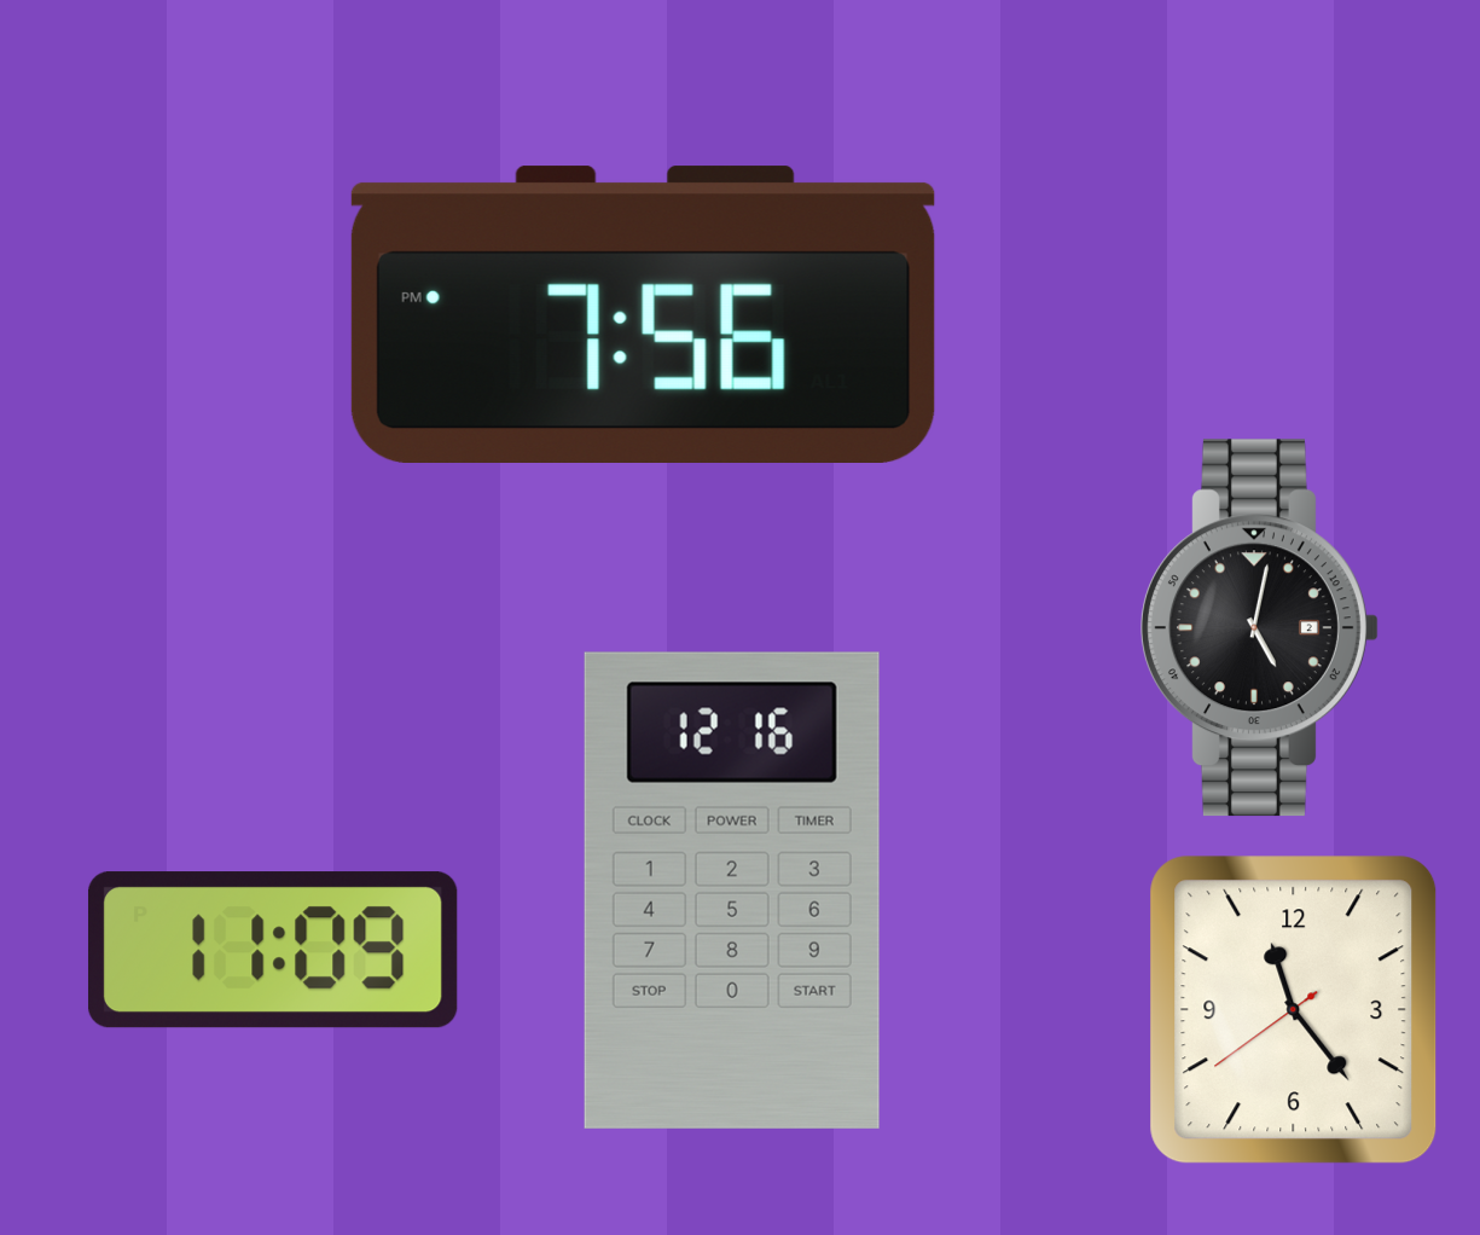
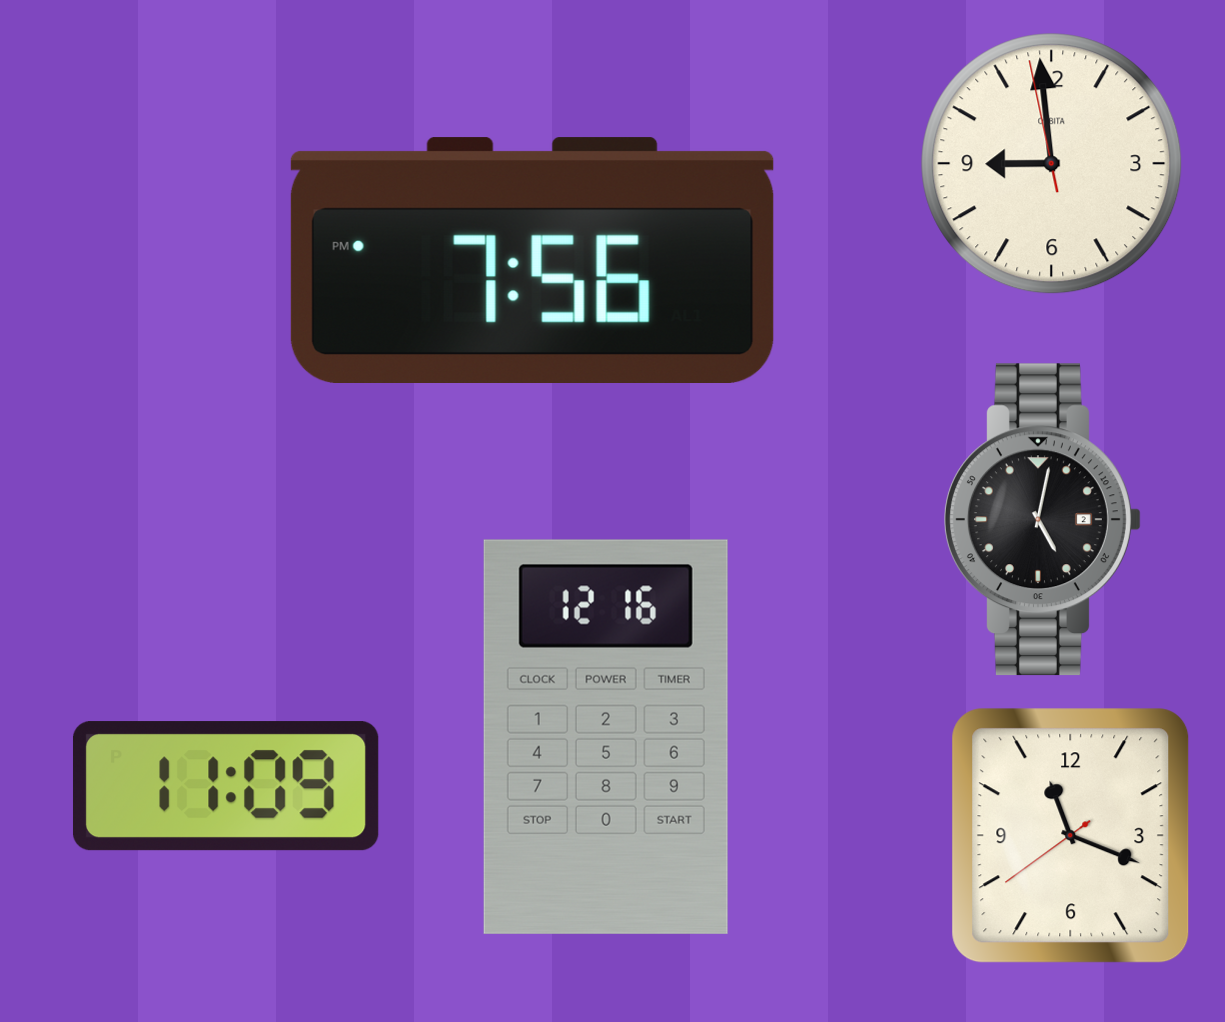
clock at (1052, 164): none -> 8:58
clock at (1294, 1010): 11:23 -> 11:18
